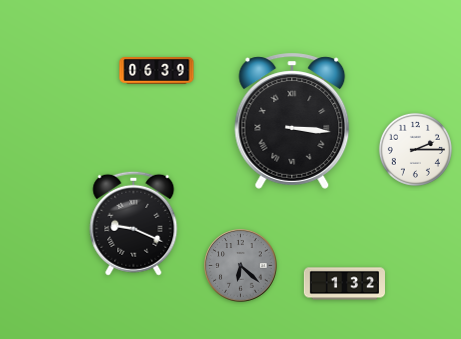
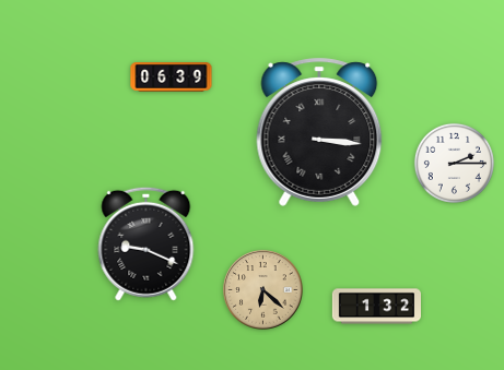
clock at (241, 266) dial: grey -> champagne
clock at (345, 284) position: (345, 284) -> (377, 307)
